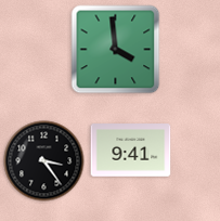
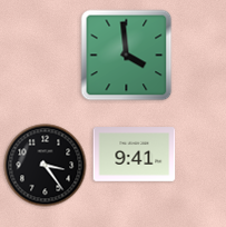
clock at (116, 50) position: (116, 50) -> (127, 56)
